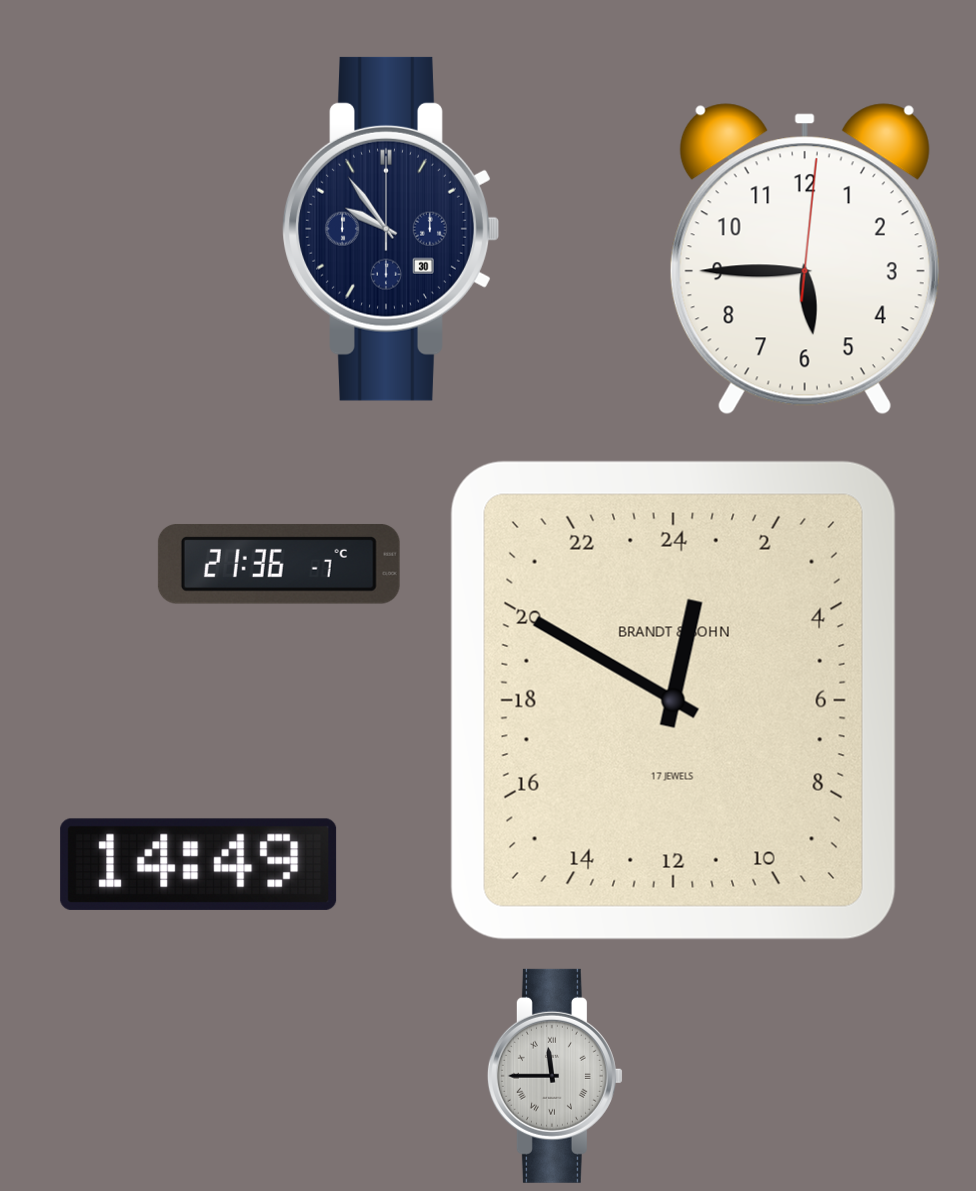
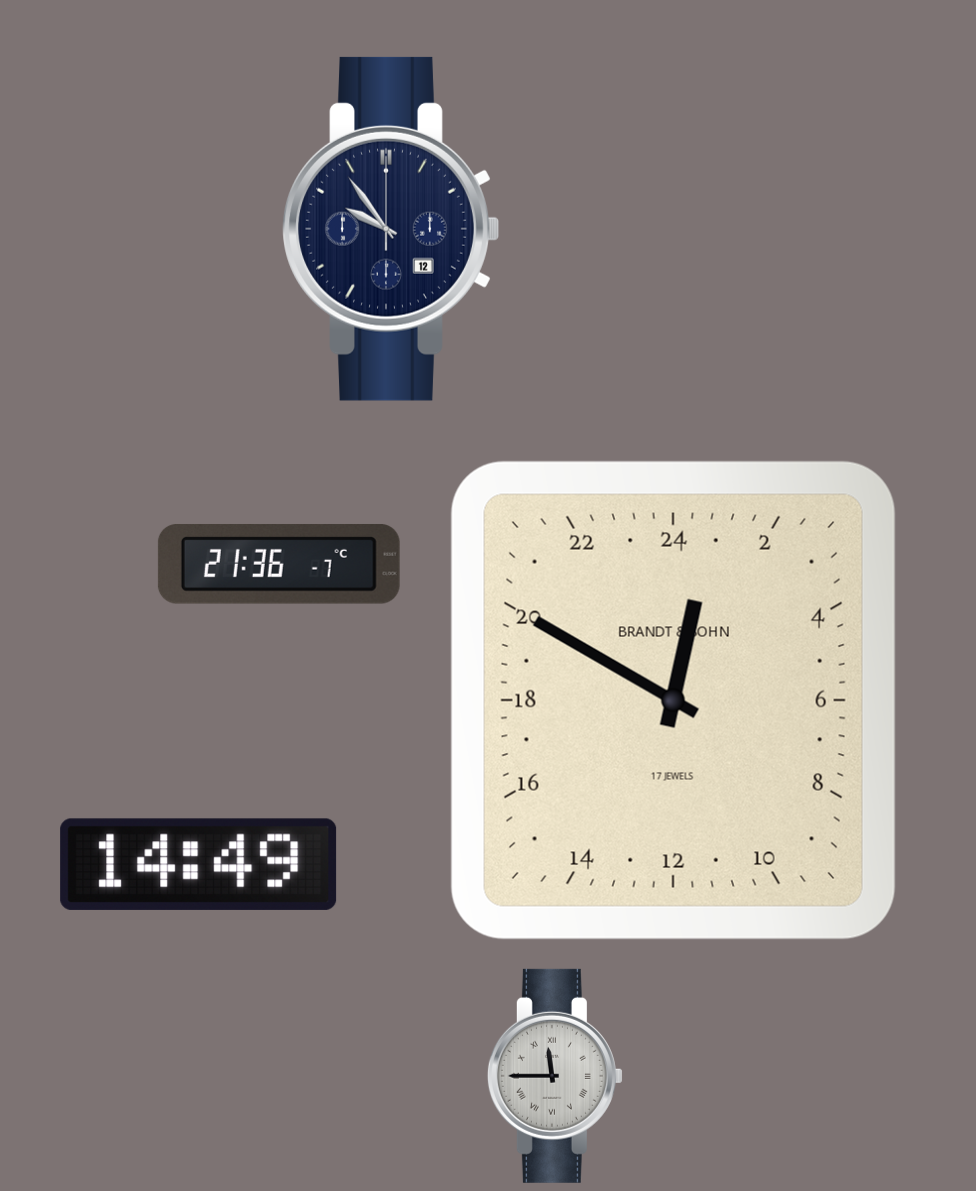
clock at (391, 229) date: 30 -> 12
clock at (805, 259): 5:45 -> none
